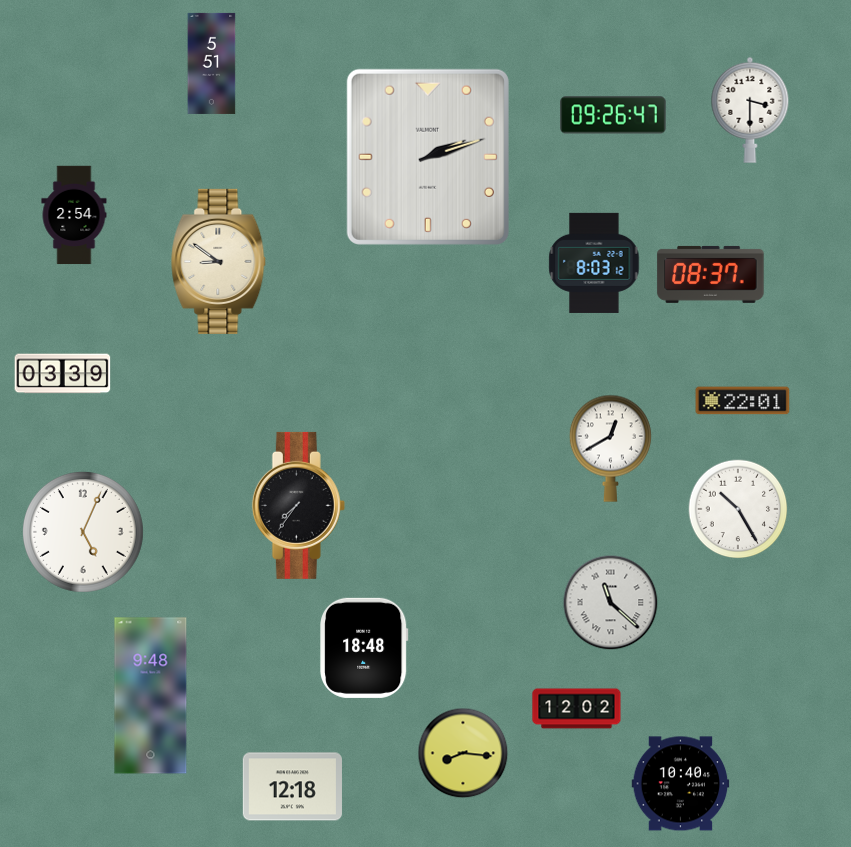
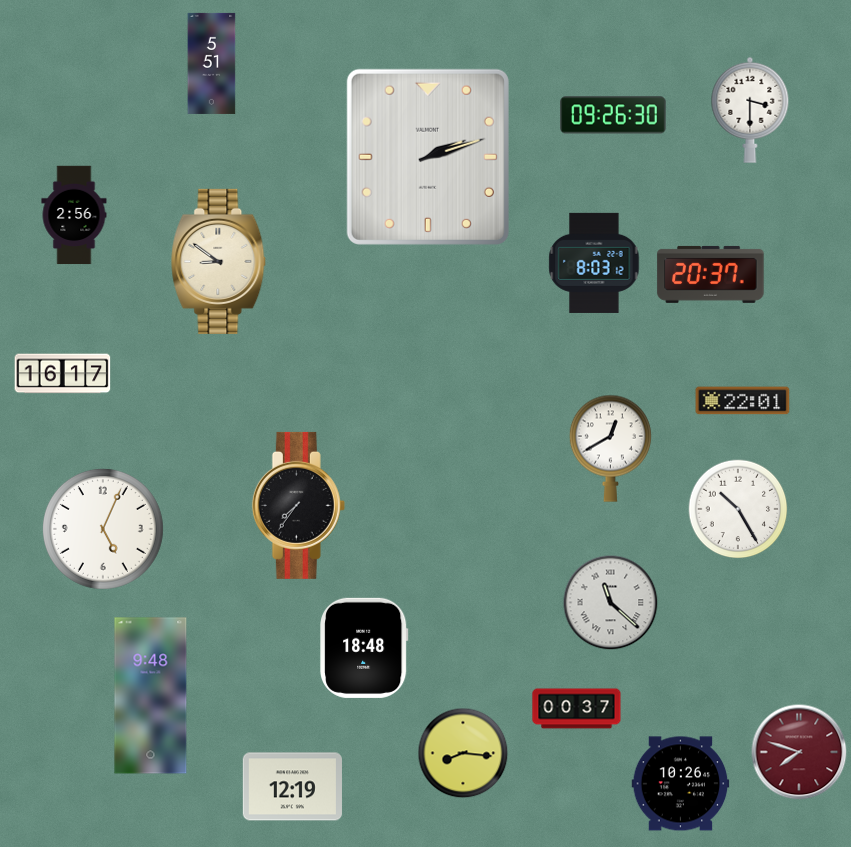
clock at (613, 115): 09:26:47 -> 09:26:30
clock at (74, 215): 2:54 -> 2:56
clock at (711, 274): 08:37 -> 20:37
clock at (63, 374): 03:39 -> 16:17
clock at (83, 532) position: (83, 532) -> (103, 529)
clock at (577, 709): 12:02 -> 00:37
clock at (799, 752): none -> 7:48
clock at (681, 784): 10:40 -> 10:26
clock at (292, 787): 12:18 -> 12:19
